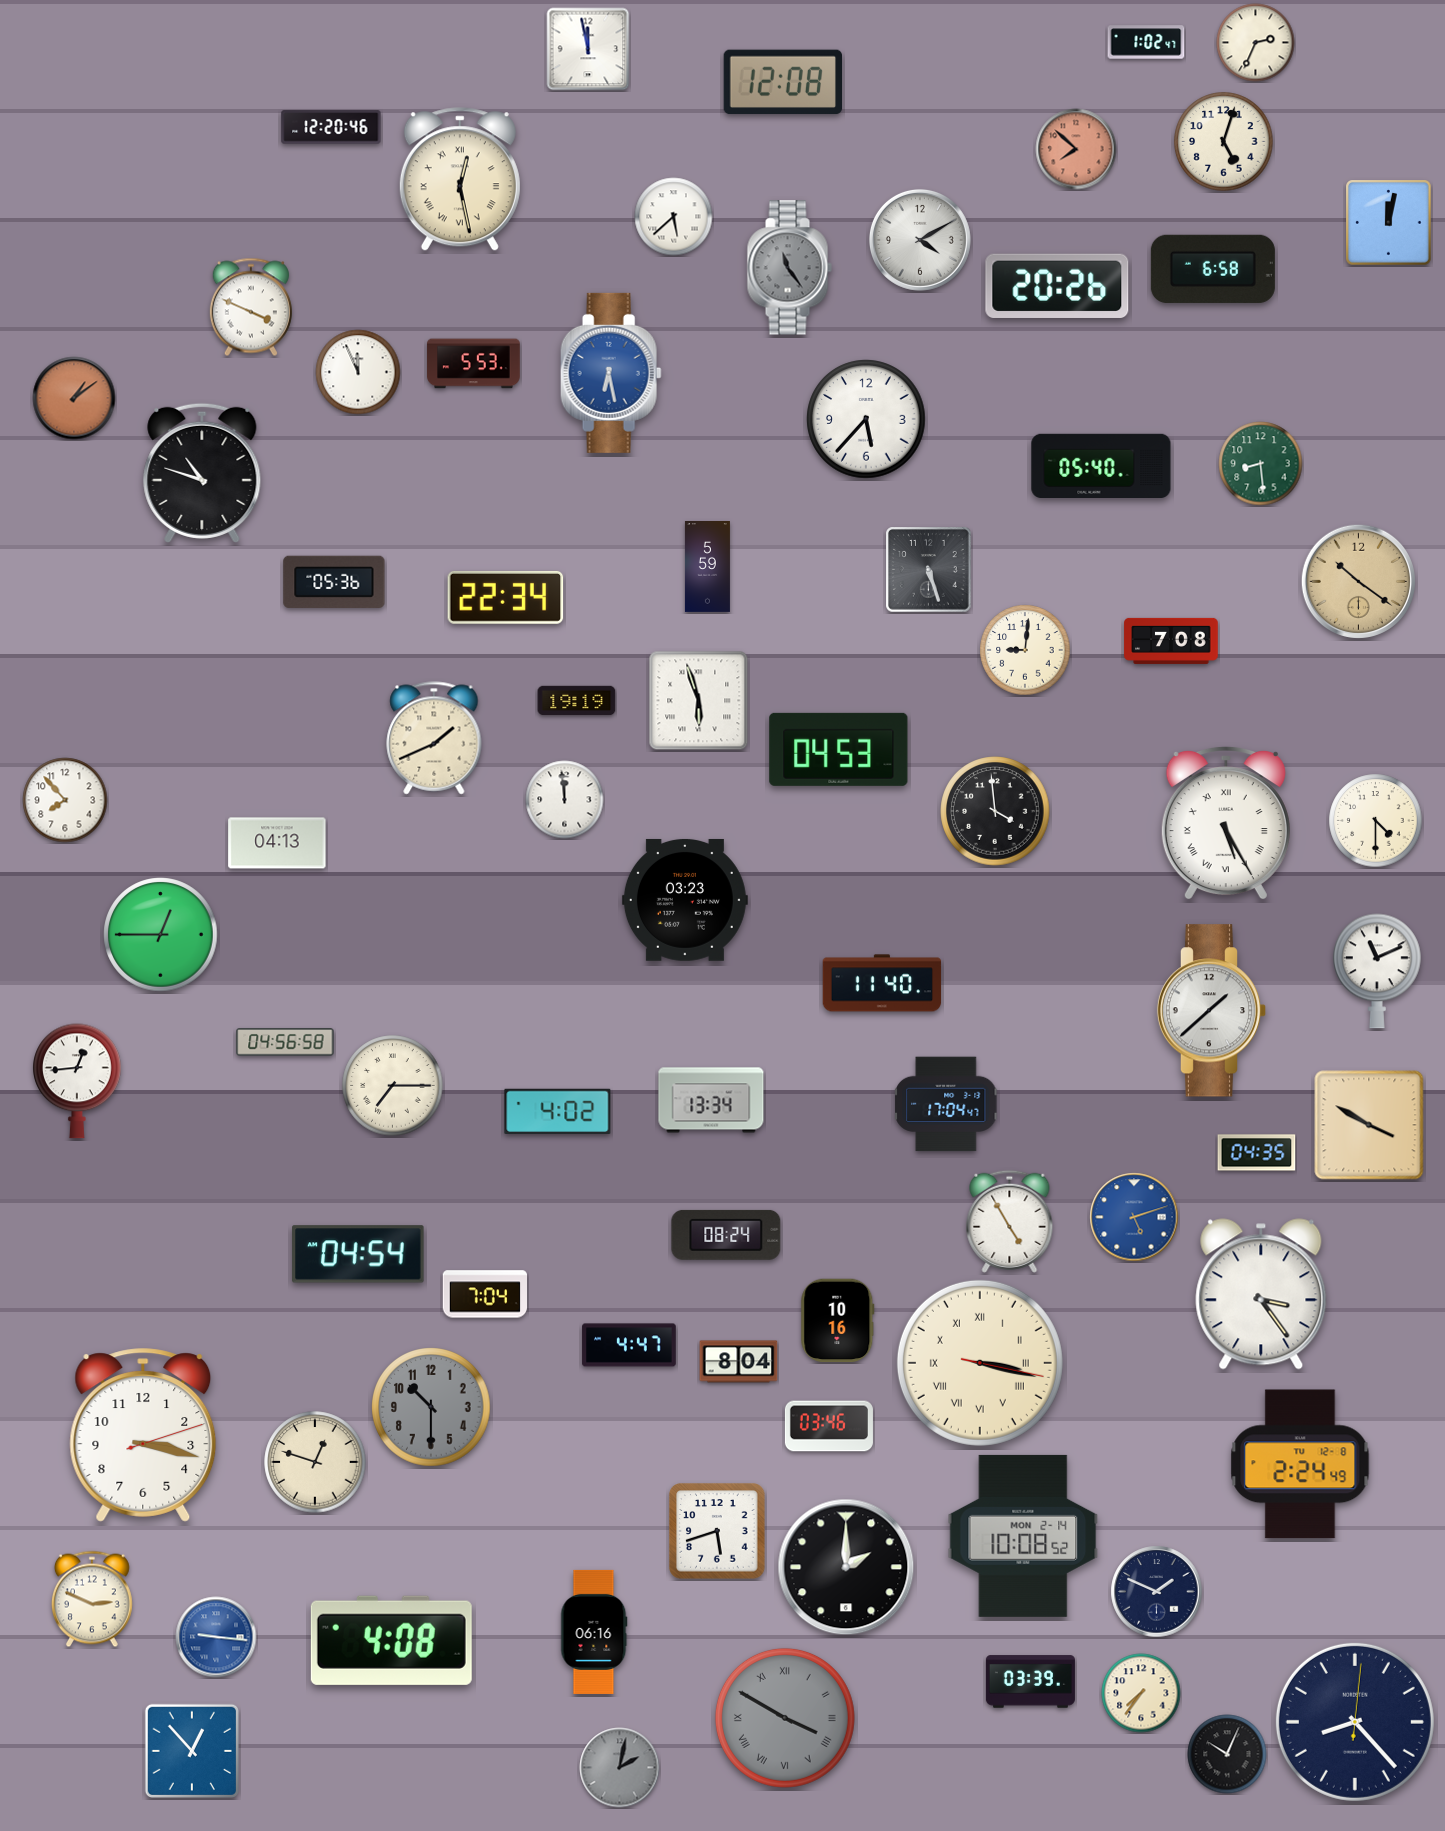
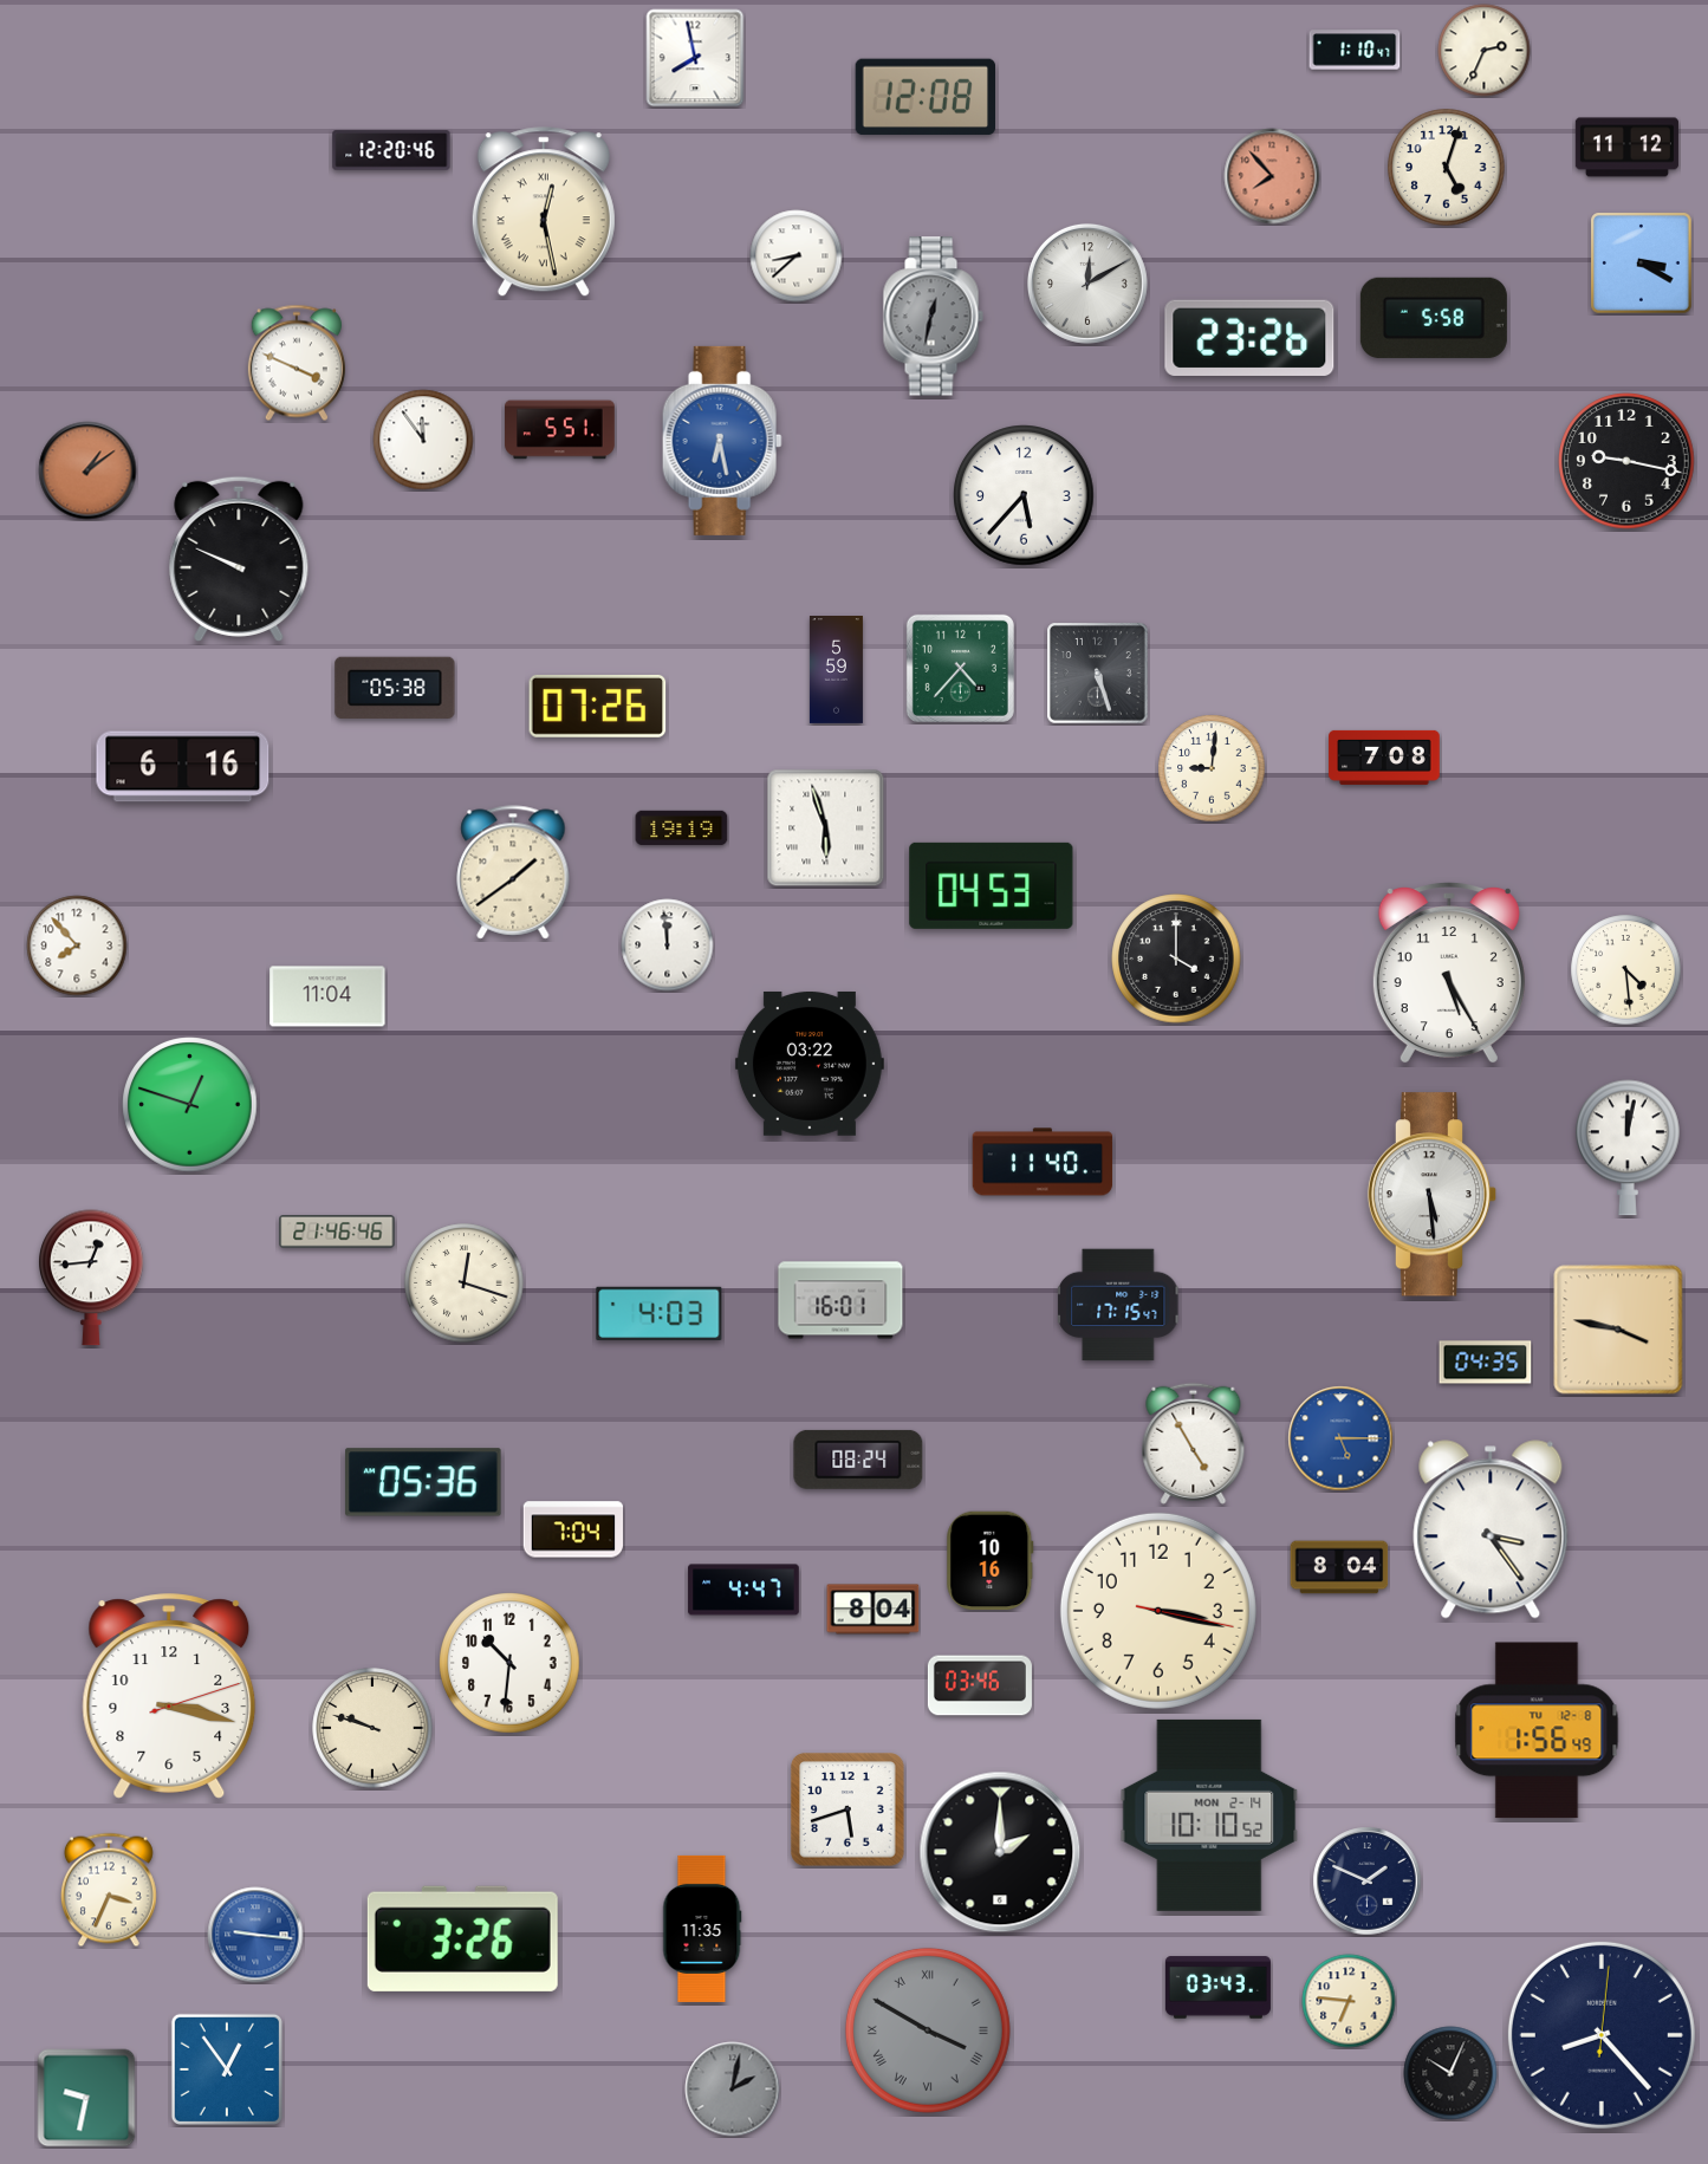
clock at (1146, 42): 1:02 -> 1:10
clock at (588, 49): 11:58 -> 7:58
clock at (1626, 148): none -> 11:12
clock at (1076, 149): 7:52 -> 7:53
clock at (674, 217): 5:38 -> 8:38
clock at (1389, 223): 12:02 -> 3:20
clock at (920, 240): 4:10 -> 12:10
clock at (789, 268): 11:24 -> 12:32
clock at (1213, 269): 6:58 -> 5:58
clock at (1057, 286): 20:26 -> 23:26
clock at (474, 364): 5:53 -> 5:51
clock at (358, 372): 11:56 -> 11:54
clock at (1626, 461): none -> 9:17
clock at (1261, 464): 8:29 -> none
clock at (1101, 465): 05:40 -> none
clock at (202, 473): 10:48 -> 9:49
clock at (960, 668): none -> 4:37
clock at (1358, 581): 10:21 -> none
clock at (334, 582): 05:36 -> 05:38
clock at (506, 597): 22:34 -> 07:26
clock at (183, 767): none -> 6:16
clock at (434, 738): 1:41 -> 1:39
clock at (995, 811): 3:59 -> 4:00
clock at (1376, 821): 4:30 -> 4:29
clock at (1226, 823) numerals: Roman -> Arabic
clock at (277, 843): 04:13 -> 11:04
clock at (685, 900): 03:23 -> 03:22
clock at (161, 935): 12:45 -> 12:48
clock at (1378, 971): 11:11 -> 12:02
clock at (1212, 1011): 1:38 -> 5:29
clock at (285, 1042): 04:56 -> 21:46
clock at (393, 1086): 7:15 -> 12:18
clock at (711, 1100): 13:34 -> 16:01
clock at (946, 1104): 17:04 -> 17:15
clock at (558, 1111): 4:02 -> 4:03
clock at (1369, 1125): 3:50 -> 3:47
clock at (1134, 1217): 5:12 -> 5:15
clock at (358, 1254): 04:54 -> 05:36
clock at (1339, 1567): none -> 8:04
clock at (980, 1363) numerals: Roman -> Arabic
clock at (431, 1407): 10:30 -> 10:31
clock at (431, 1407) dial: grey -> white
clock at (315, 1462): 12:48 -> 9:48
clock at (1300, 1464): 2:24 -> 1:56
clock at (1023, 1536): 10:08 -> 10:10
clock at (92, 1599): 2:49 -> 3:34
clock at (594, 1632): 06:16 -> 11:35
clock at (391, 1640): 4:08 -> 3:26
clock at (1030, 1682): 03:39 -> 03:43
clock at (1141, 1693): 7:36 -> 6:46
clock at (192, 1751): 12:53 -> 12:54
clock at (86, 2098): none -> 9:32
